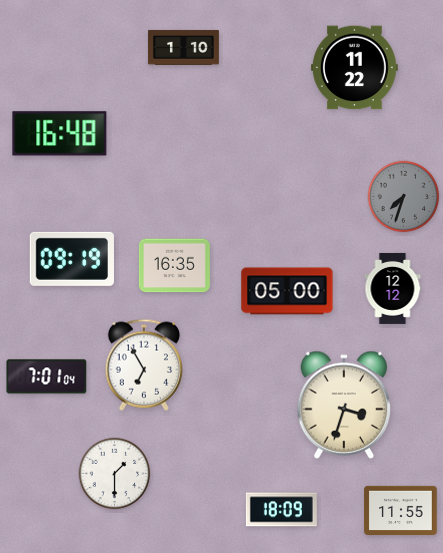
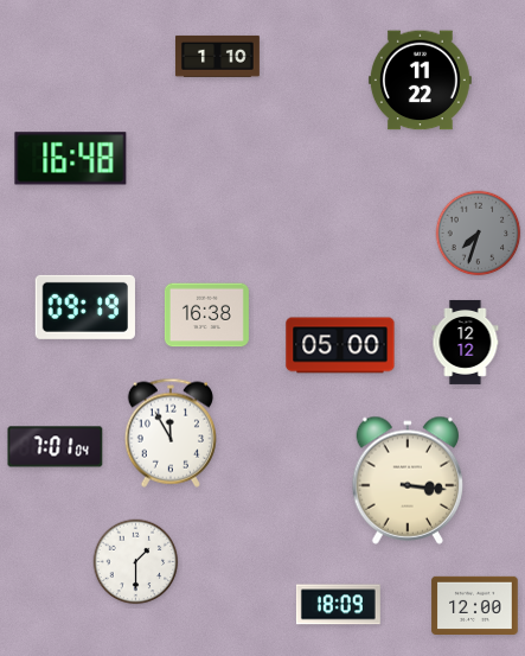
clock at (174, 266): 16:35 -> 16:38
clock at (143, 365): 6:55 -> 11:55
clock at (344, 405): 3:33 -> 3:16
clock at (281, 510) position: (281, 510) -> (338, 605)
clock at (401, 510): 11:55 -> 12:00
